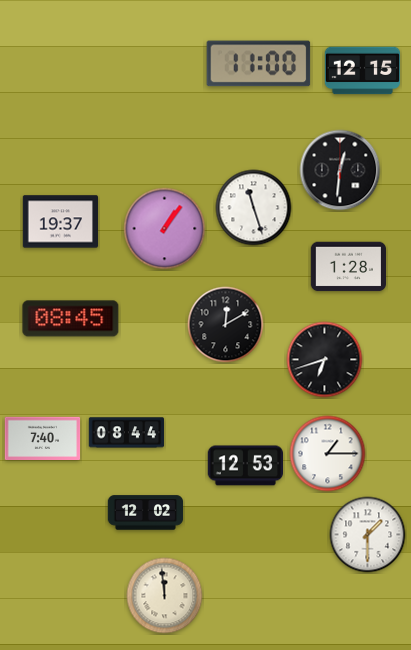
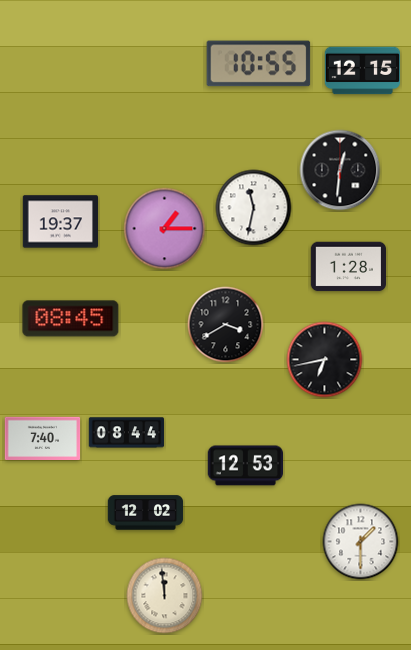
clock at (259, 64): 11:00 -> 10:55
clock at (254, 208): 11:27 -> 11:32
clock at (165, 229): 1:06 -> 1:15
clock at (226, 325): 12:10 -> 3:40
clock at (325, 360): 6:42 -> 6:43
clock at (328, 454): 1:15 -> none
clock at (368, 535) position: (368, 535) -> (361, 542)
